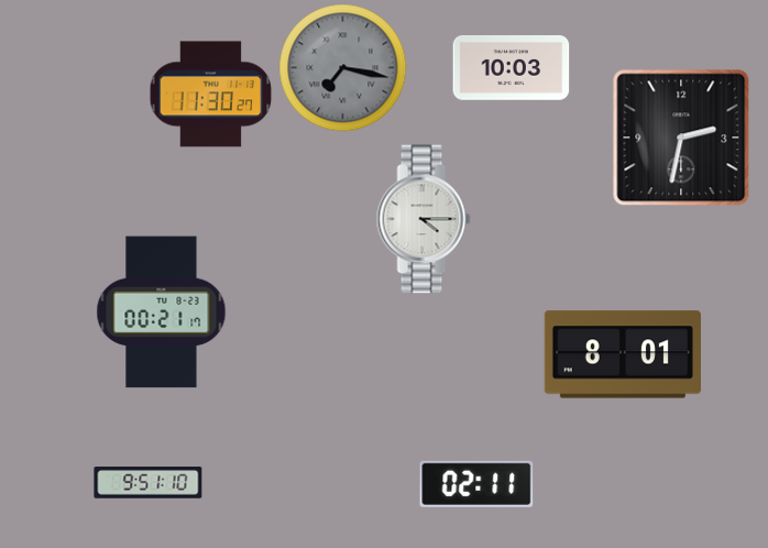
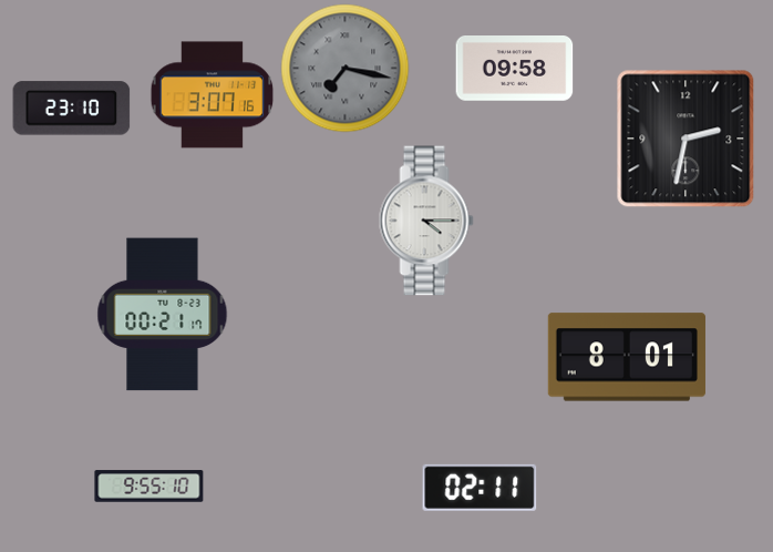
clock at (512, 68): 10:03 -> 09:58
clock at (211, 95): 11:30 -> 3:07
clock at (72, 109): none -> 23:10
clock at (149, 483): 9:51 -> 9:55
